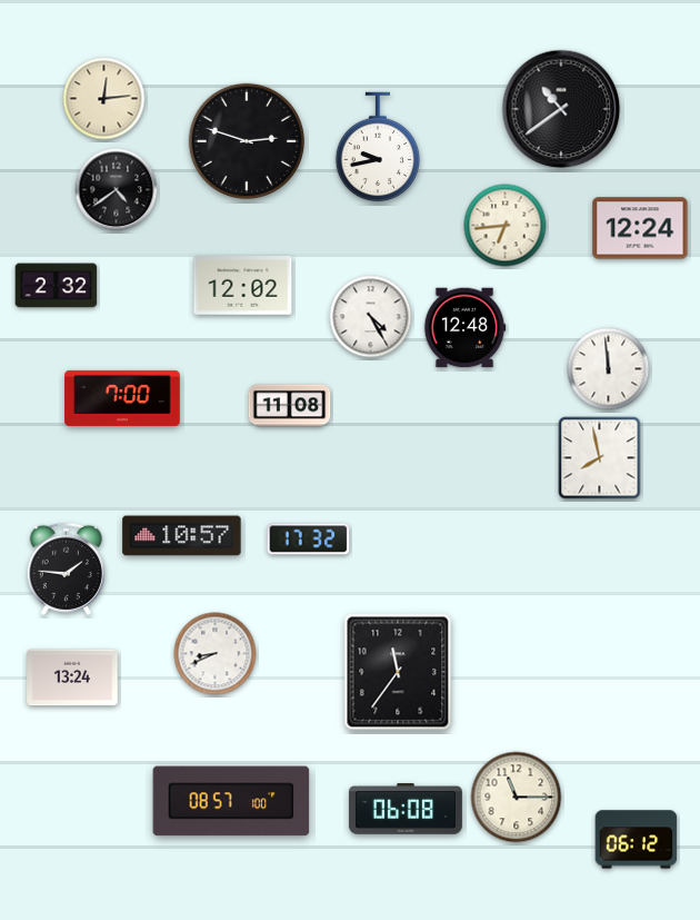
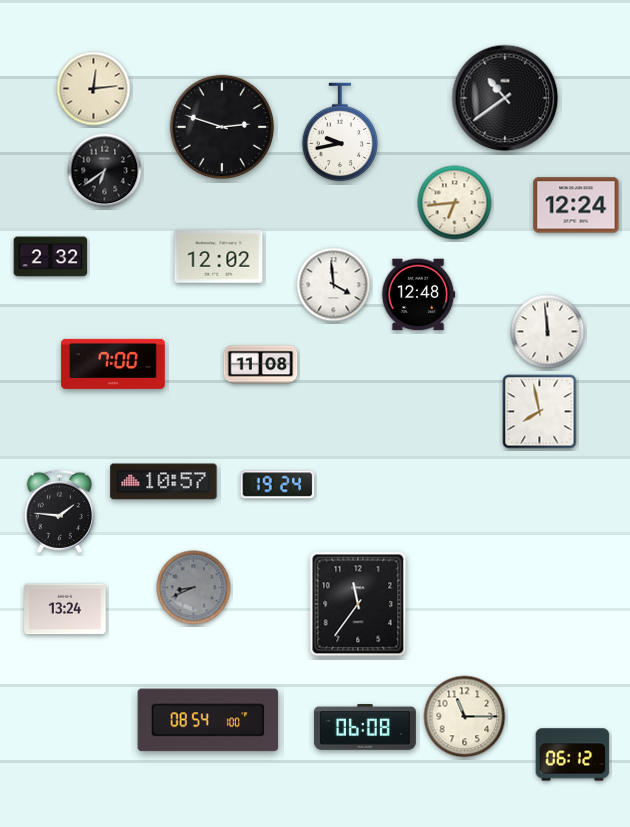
clock at (117, 190): 4:39 -> 6:39
clock at (371, 317): 4:25 -> 3:59
clock at (122, 398) position: (122, 398) -> (113, 364)
clock at (309, 540): 17:32 -> 19:24
clock at (216, 654) dial: white -> grey
clock at (231, 801): 08:57 -> 08:54
